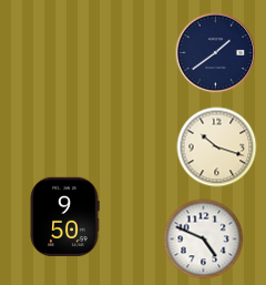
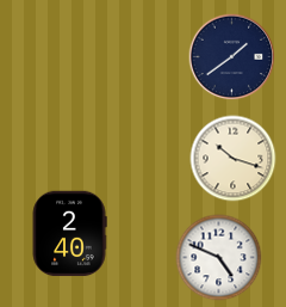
clock at (64, 217): 9:50 -> 2:40
